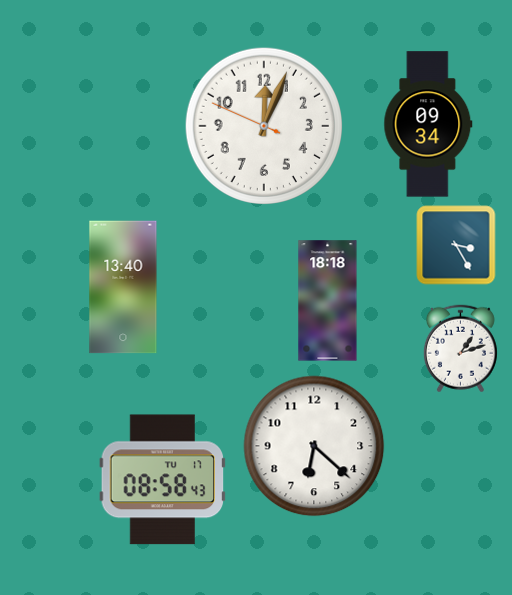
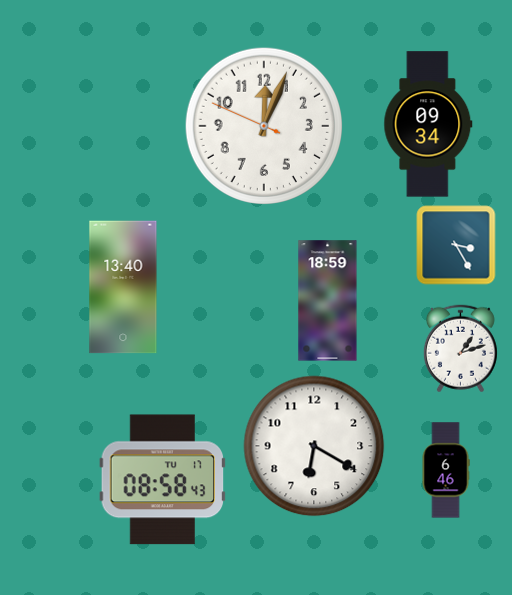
clock at (328, 301): 18:18 -> 18:59
clock at (314, 446): 6:22 -> 6:20
clock at (446, 470): none -> 6:46
